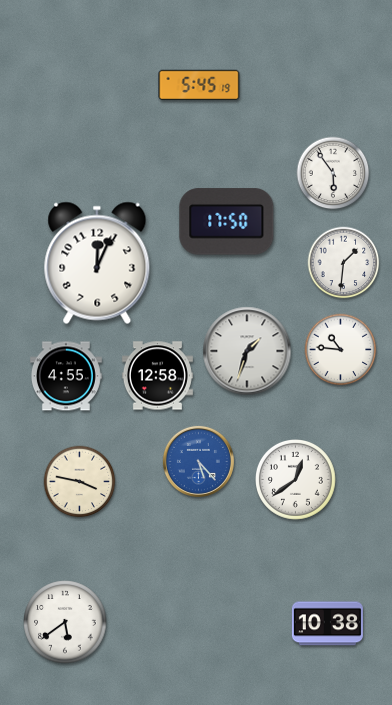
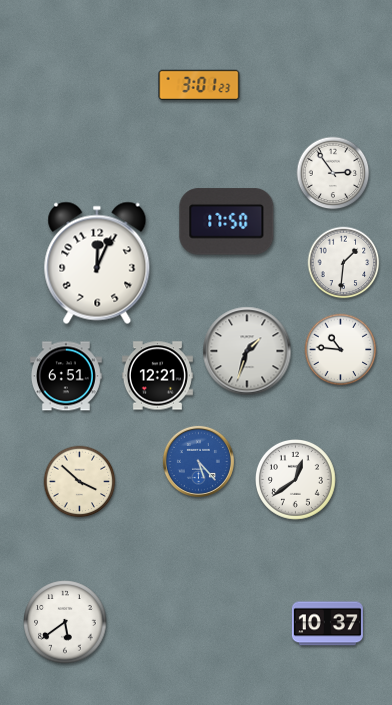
clock at (199, 85): 5:45 -> 3:01
clock at (333, 173): 5:54 -> 2:54
clock at (66, 376): 4:55 -> 6:51
clock at (157, 376): 12:58 -> 12:21
clock at (80, 482): 3:47 -> 3:52
clock at (327, 624): 10:38 -> 10:37
